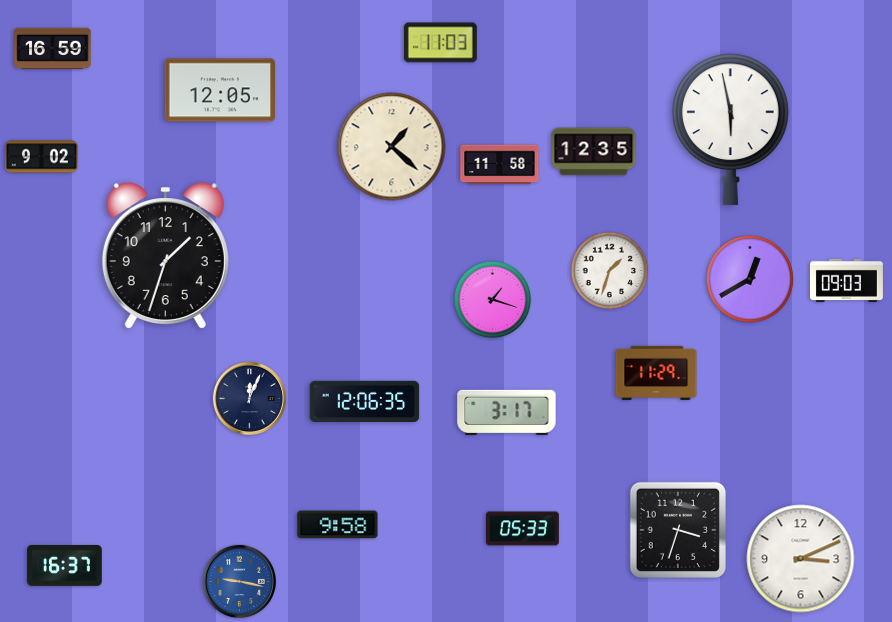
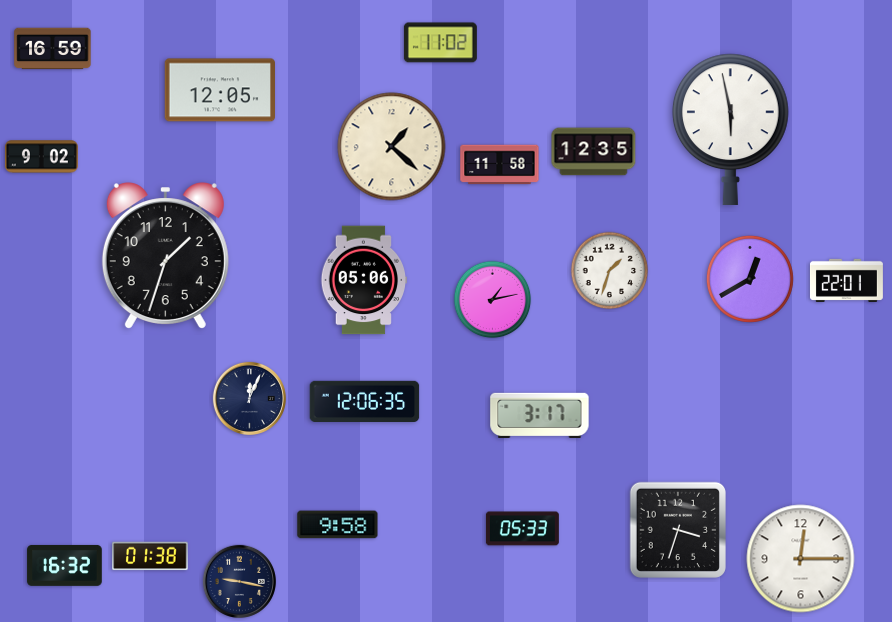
clock at (440, 43): 11:03 -> 11:02
clock at (364, 280): none -> 05:06
clock at (846, 280): 09:03 -> 22:01
clock at (493, 300): 1:18 -> 1:13
clock at (656, 373): 11:29 -> none
clock at (507, 412) position: (507, 412) -> (540, 415)
clock at (150, 556): none -> 01:38
clock at (801, 559): 3:11 -> 12:15
clock at (65, 565): 16:37 -> 16:32
clock at (239, 581) dial: blue -> navy
